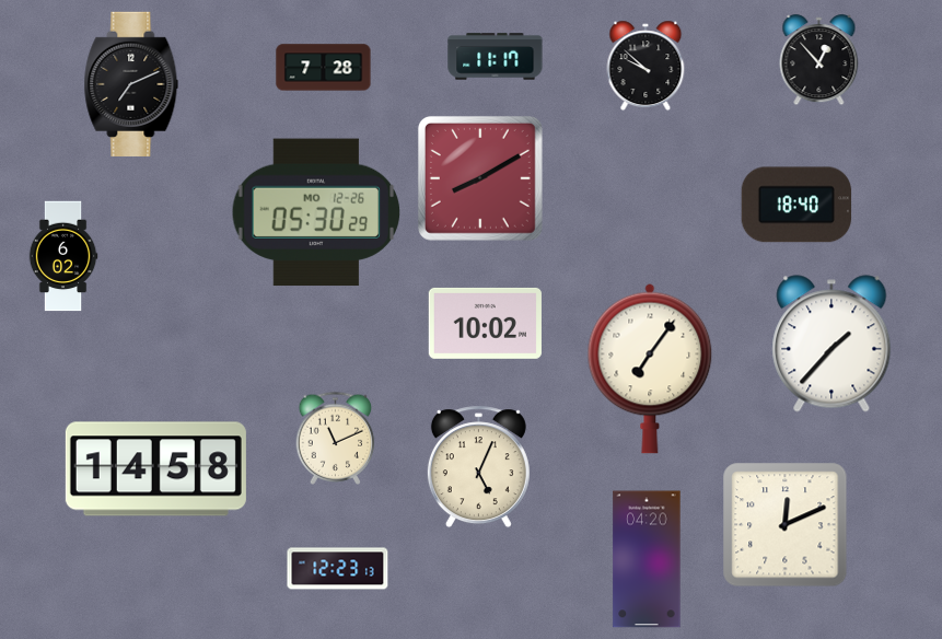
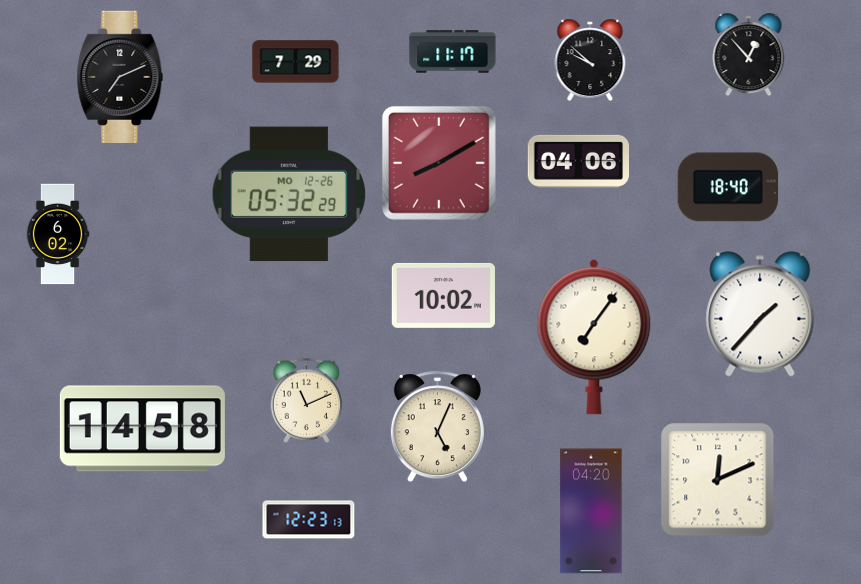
clock at (324, 68): 7:28 -> 7:29
clock at (579, 161): none -> 04:06
clock at (316, 212): 05:30 -> 05:32
